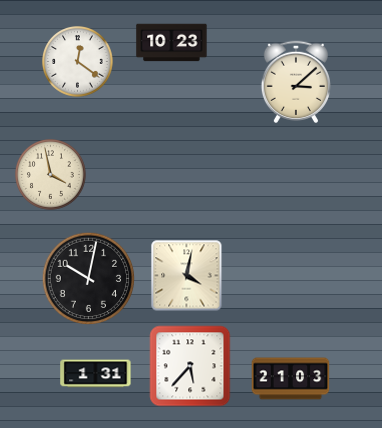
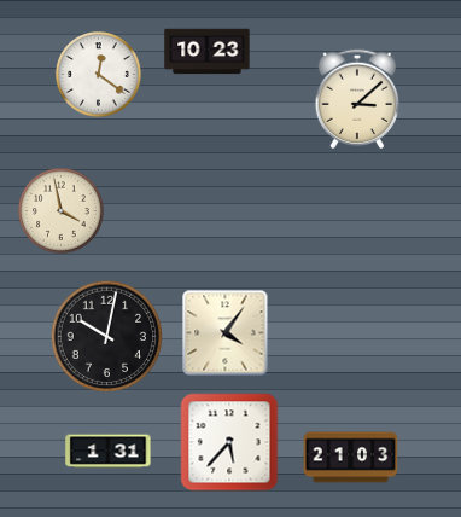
clock at (78, 62) position: (78, 62) -> (99, 75)
clock at (187, 276): 4:02 -> 4:06
clock at (96, 374) position: (96, 374) -> (109, 452)
